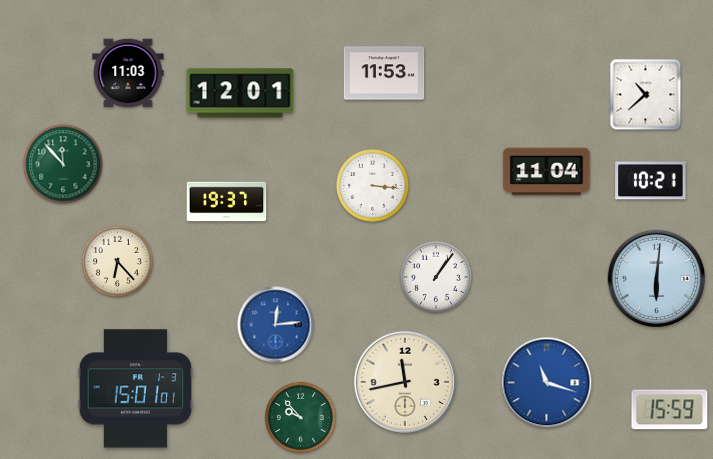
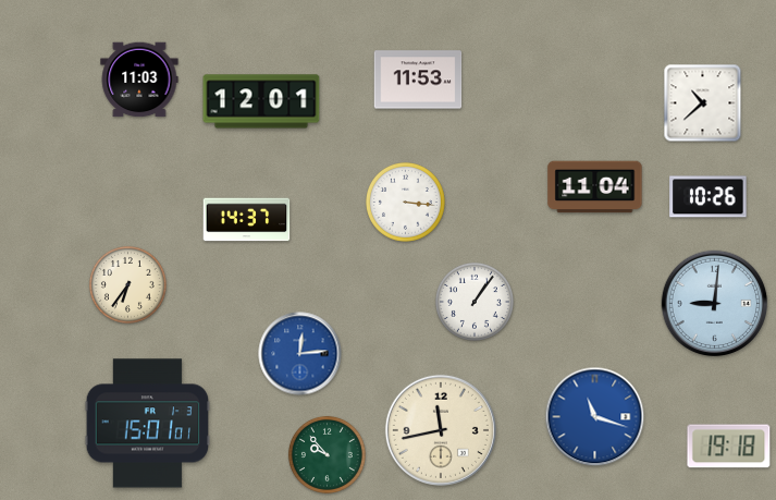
clock at (63, 164): 11:53 -> none
clock at (651, 181): 10:21 -> 10:26
clock at (227, 202): 19:37 -> 14:37
clock at (117, 261): 6:23 -> 6:36
clock at (657, 279): 6:01 -> 9:01
clock at (405, 382) position: (405, 382) -> (441, 430)
clock at (670, 410): 15:59 -> 19:18
